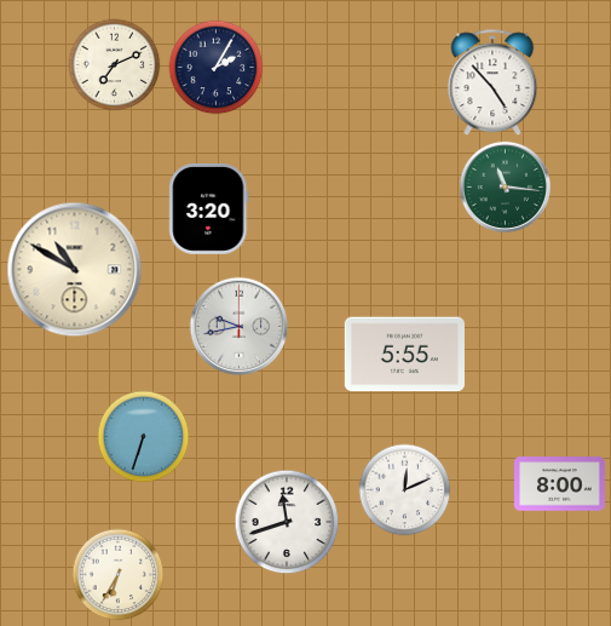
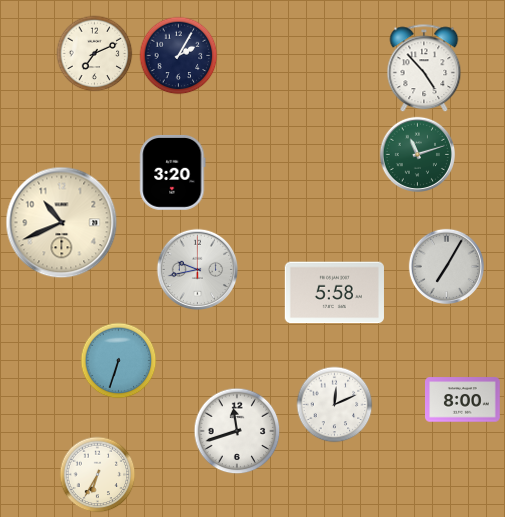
clock at (492, 84) position: (492, 84) -> (424, 69)
clock at (505, 186): 11:16 -> 11:12
clock at (75, 270): 10:50 -> 10:41
clock at (446, 266): none -> 7:05
clock at (404, 355): 5:55 -> 5:58
